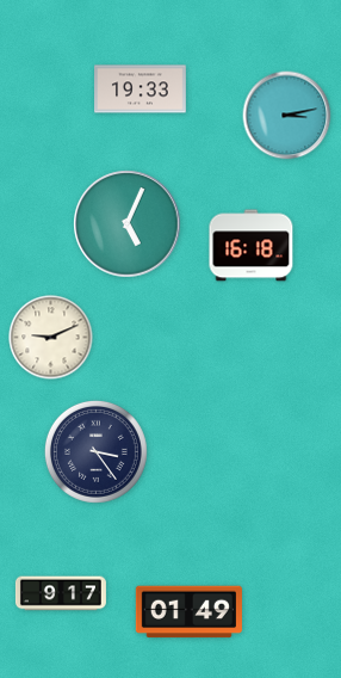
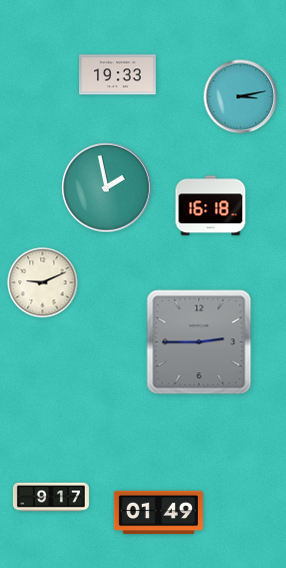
clock at (128, 224): 5:04 -> 1:58
clock at (199, 342): none -> 2:45
clock at (95, 451): 3:24 -> none
